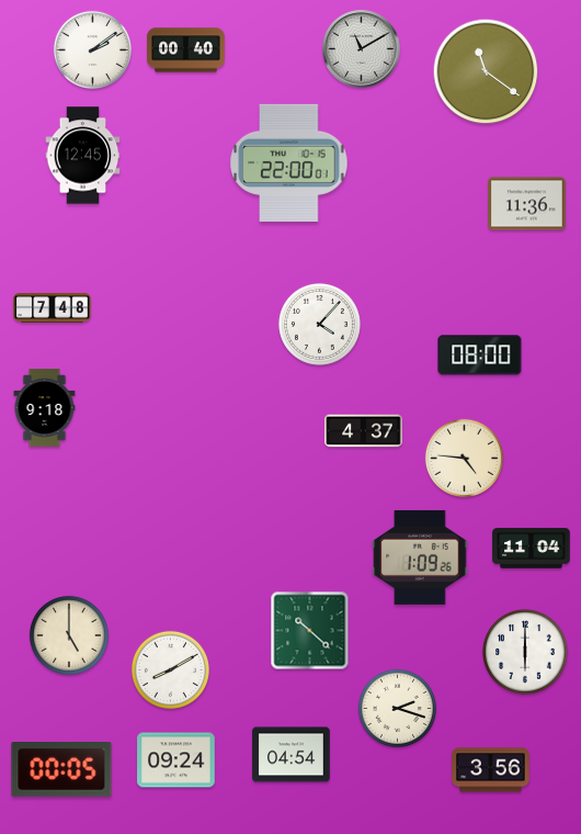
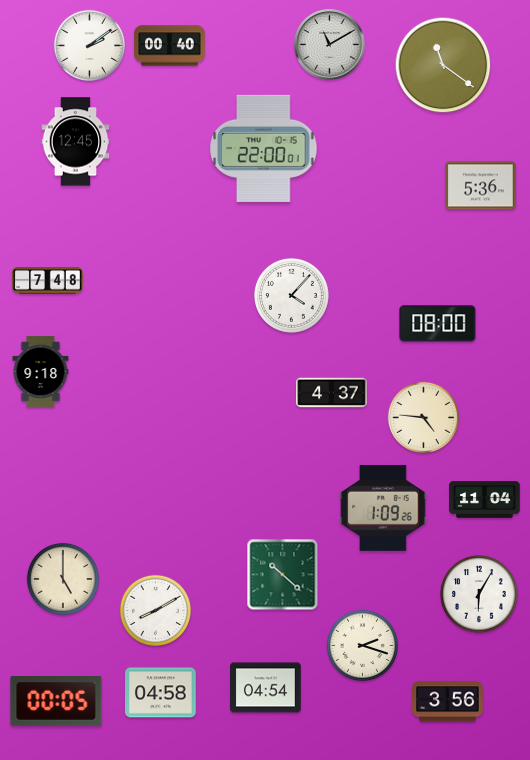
clock at (92, 49) position: (92, 49) -> (89, 45)
clock at (527, 204): 11:36 -> 5:36
clock at (525, 652): 6:00 -> 6:05
clock at (176, 760): 09:24 -> 04:58
